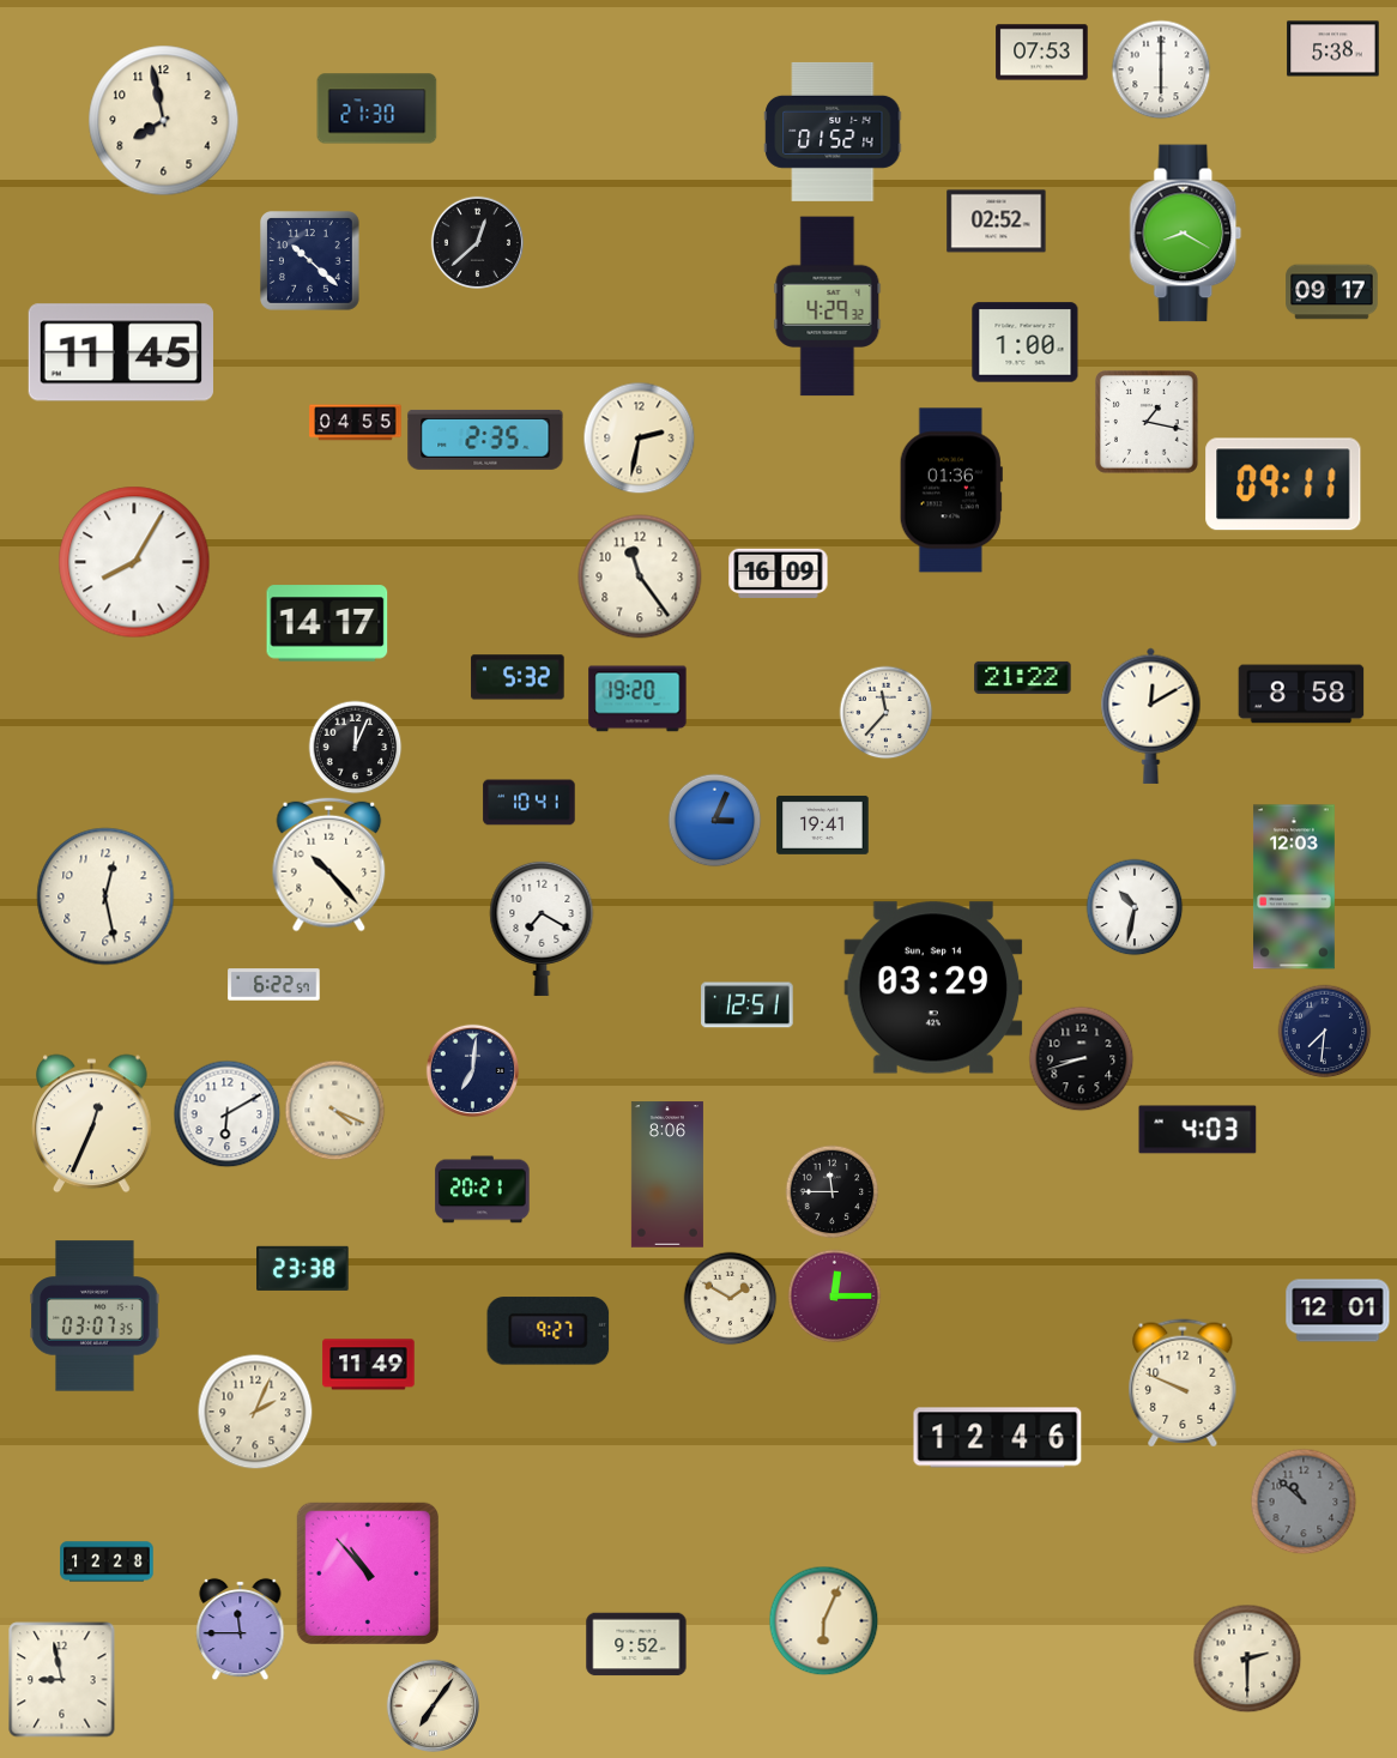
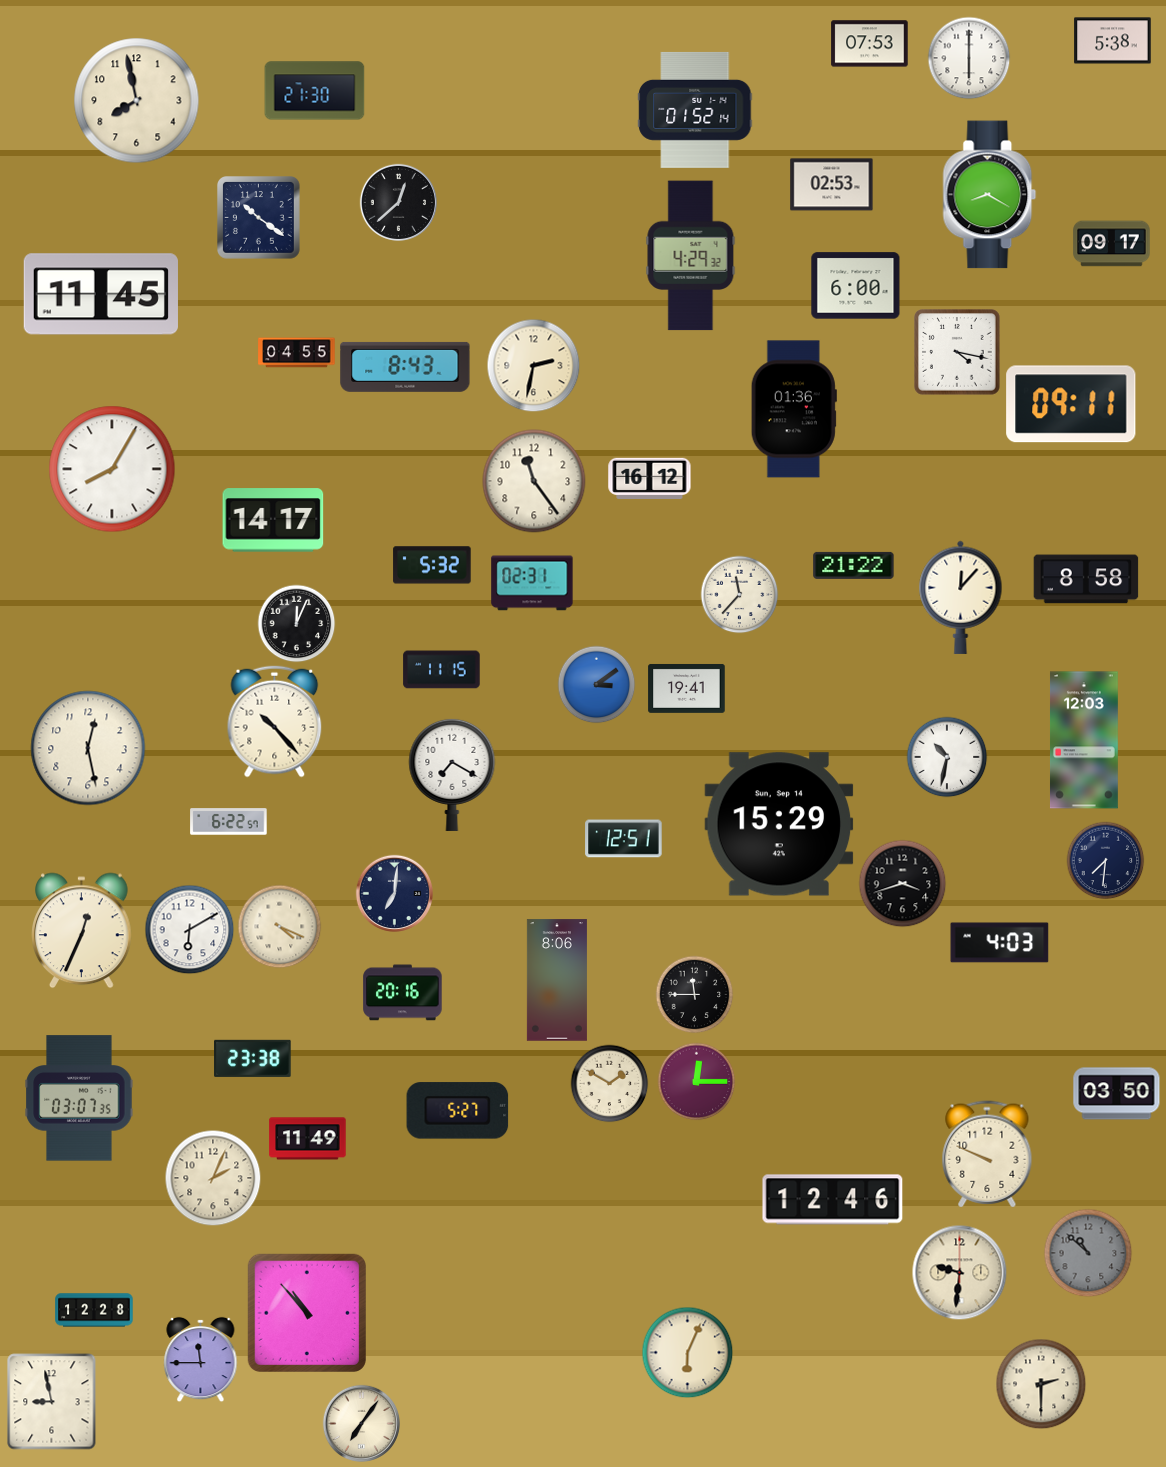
clock at (997, 222): 02:52 -> 02:53
clock at (310, 261): 10:22 -> 10:21
clock at (1026, 343): 1:00 -> 6:00
clock at (1148, 423): 1:17 -> 4:17
clock at (485, 440): 2:35 -> 8:43
clock at (779, 573): 16:09 -> 16:12
clock at (637, 699): 19:20 -> 02:31
clock at (1151, 715): 12:10 -> 12:07
clock at (530, 803): 10:41 -> 11:15
clock at (714, 820): 3:04 -> 3:09
clock at (1294, 887) position: (1294, 887) -> (1084, 740)
clock at (933, 987): 03:29 -> 15:29
clock at (1081, 1058): 8:42 -> 3:42
clock at (92, 1124) position: (92, 1124) -> (82, 931)
clock at (483, 1190): 20:21 -> 20:16
clock at (1338, 1311): 12:01 -> 03:50
clock at (549, 1331): 9:27 -> 5:27
clock at (959, 1272): none -> 9:31
clock at (107, 1561) position: (107, 1561) -> (94, 1310)
clock at (636, 1644): 9:52 -> none
